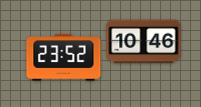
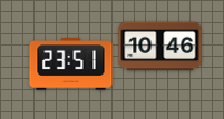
clock at (64, 58): 23:52 -> 23:51
